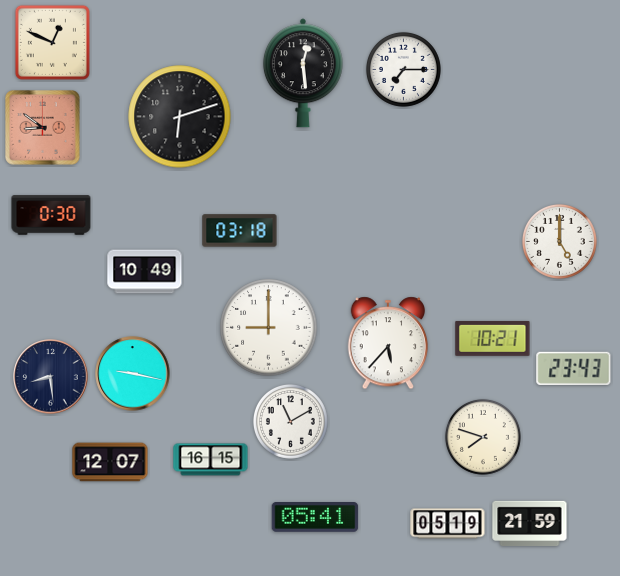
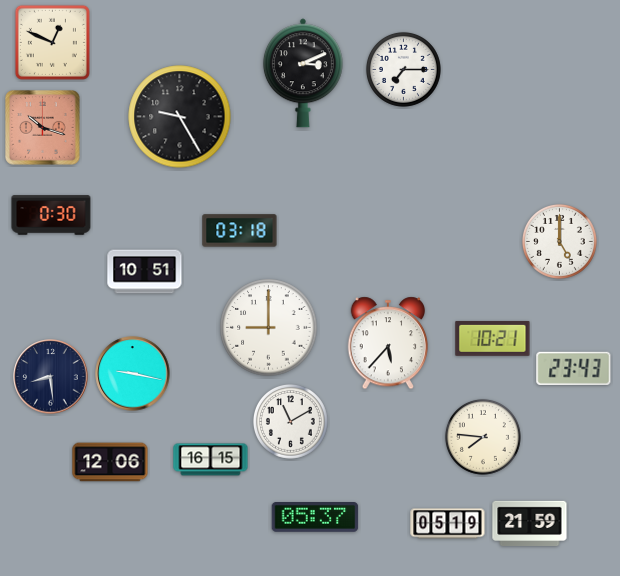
clock at (303, 73): 12:29 -> 3:11
clock at (180, 117): 6:12 -> 9:25
clock at (43, 128): 8:51 -> 10:18
clock at (145, 272): 10:49 -> 10:51
clock at (483, 437): 7:48 -> 7:46
clock at (110, 462): 12:07 -> 12:06
clock at (315, 517): 05:41 -> 05:37
